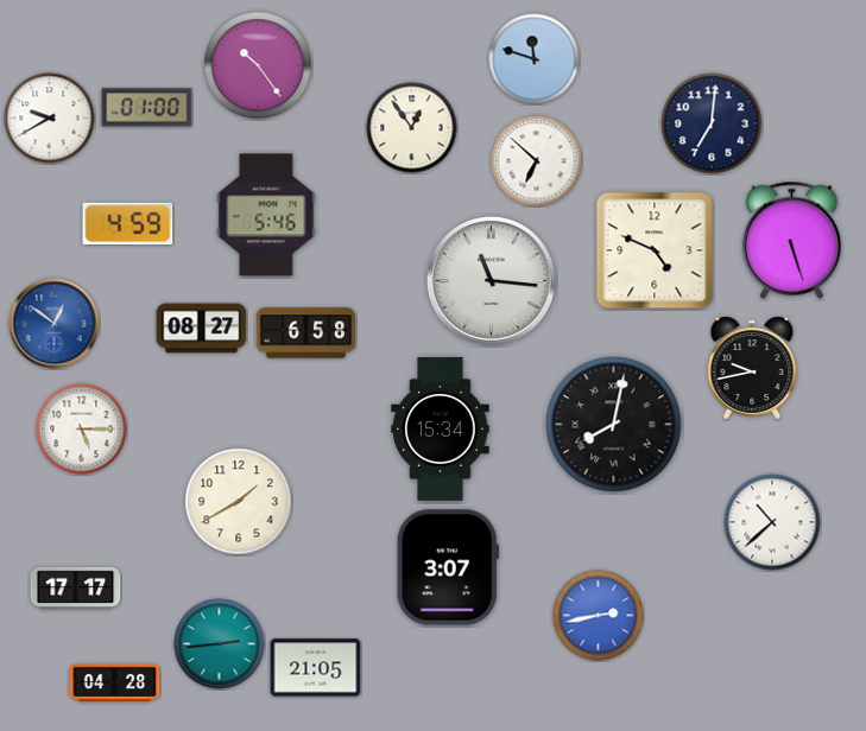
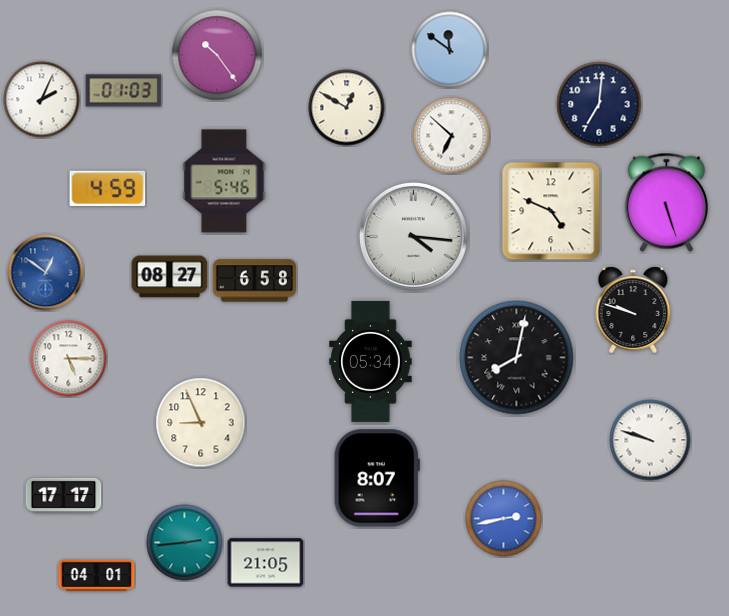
clock at (535, 59): 11:48 -> 11:51
clock at (147, 108): 01:00 -> 01:03
clock at (50, 119): 9:40 -> 2:04
clock at (412, 128): 12:54 -> 12:50
clock at (491, 280): 11:16 -> 4:16
clock at (305, 333) position: (305, 333) -> (254, 281)
clock at (752, 368): 9:43 -> 9:48
clock at (441, 428): 15:34 -> 05:34
clock at (82, 430) position: (82, 430) -> (69, 359)
clock at (239, 502): 1:40 -> 8:56
clock at (772, 522): 10:38 -> 9:48
clock at (448, 567): 3:07 -> 8:07
clock at (115, 682): 04:28 -> 04:01
